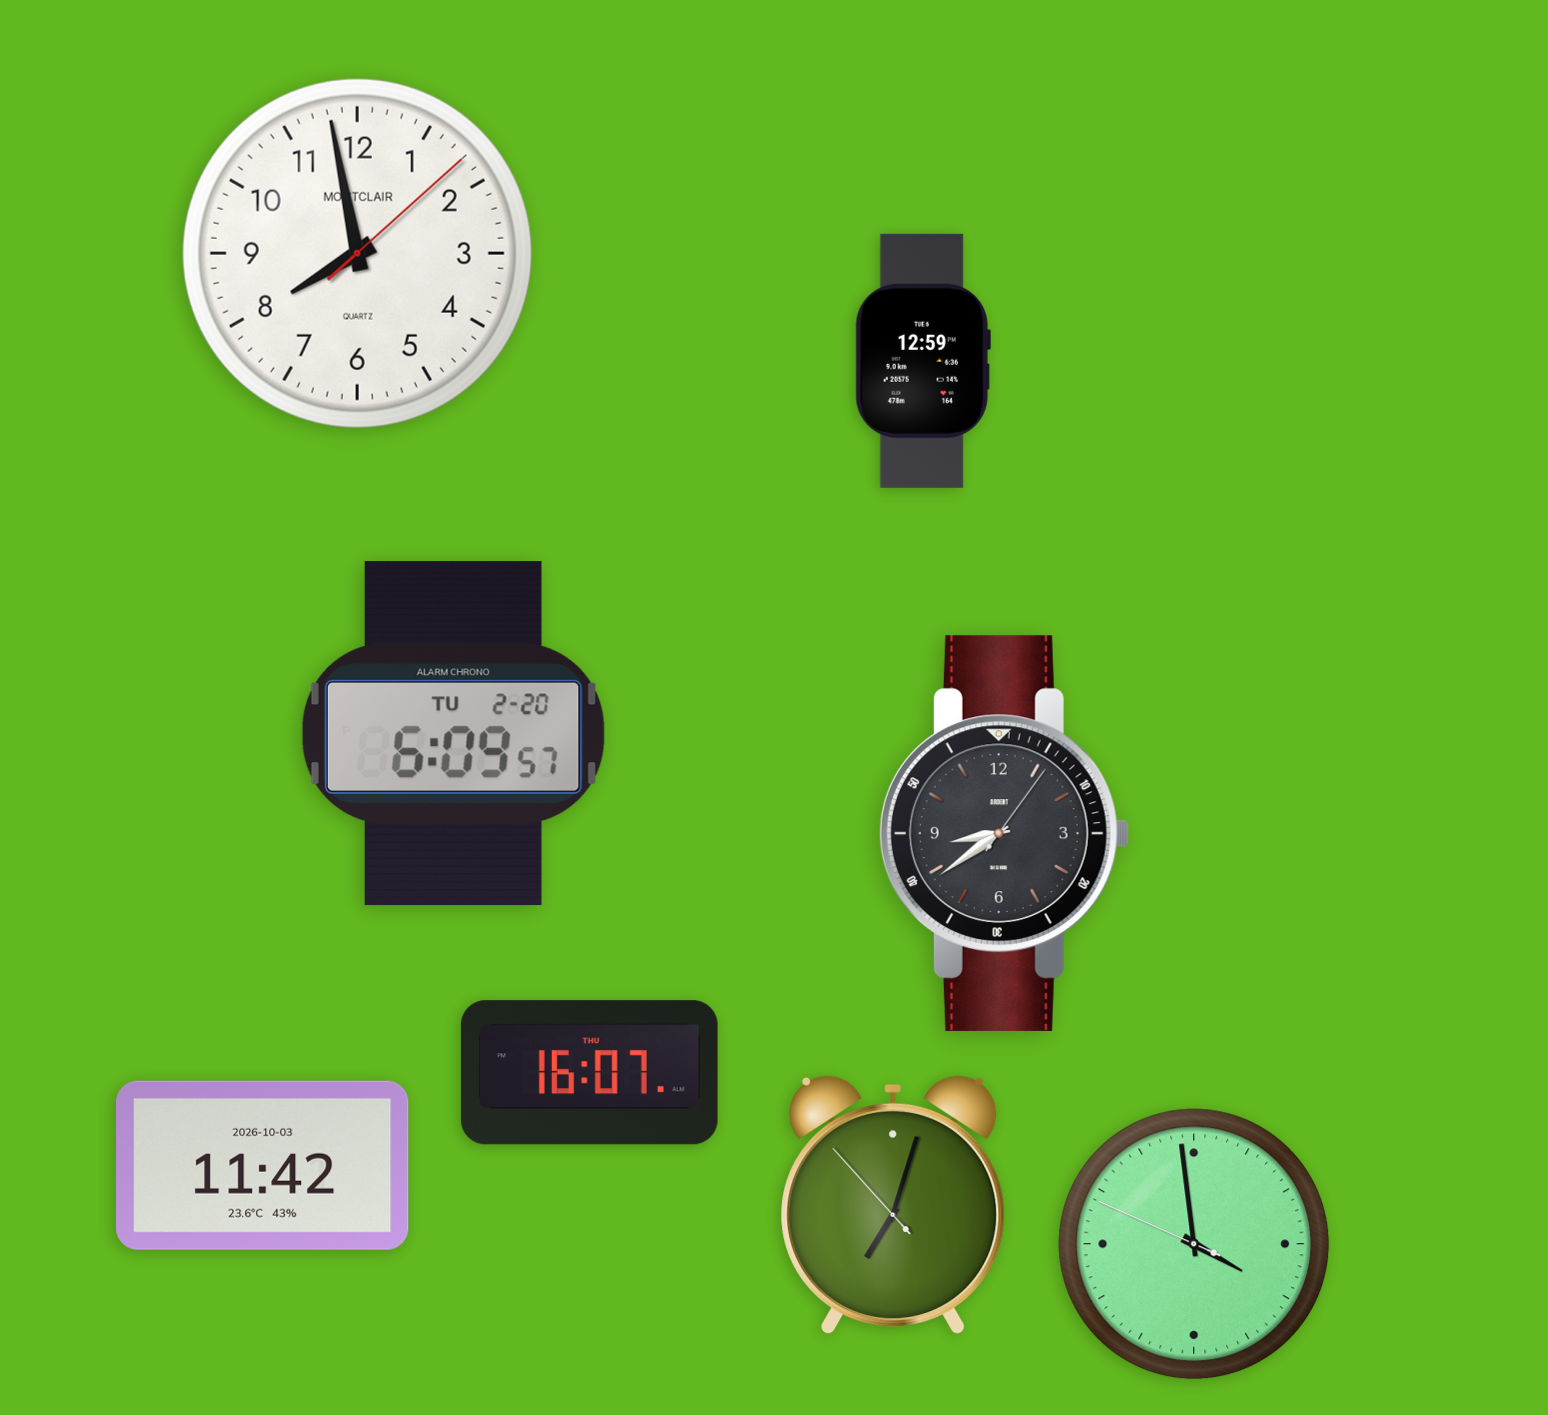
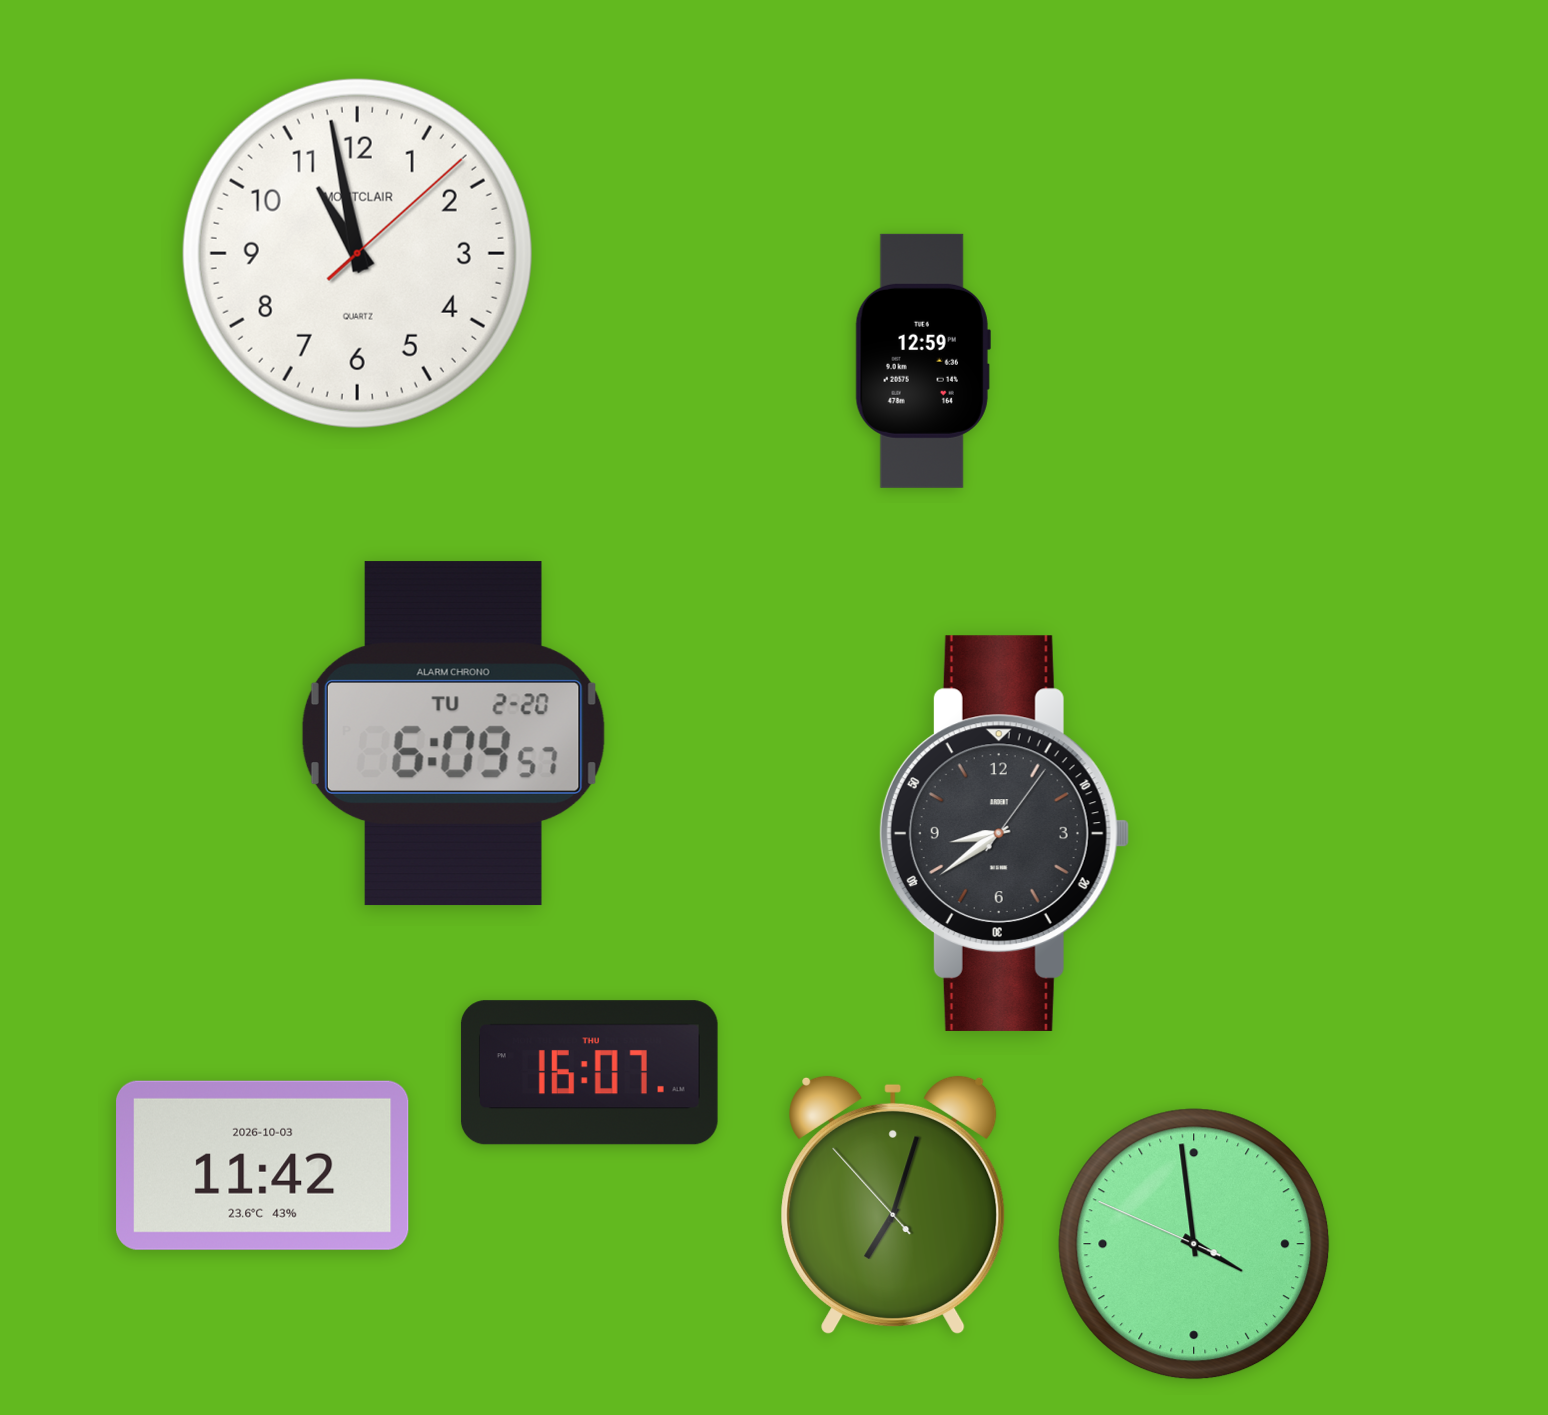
clock at (357, 253): 7:58 -> 10:58
